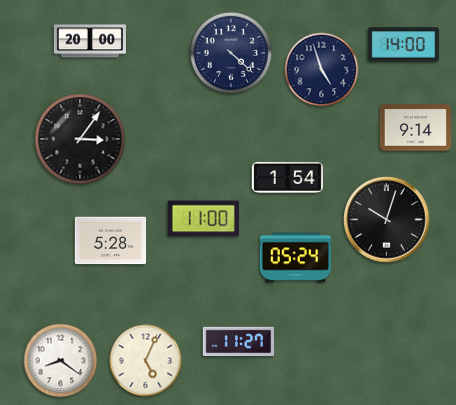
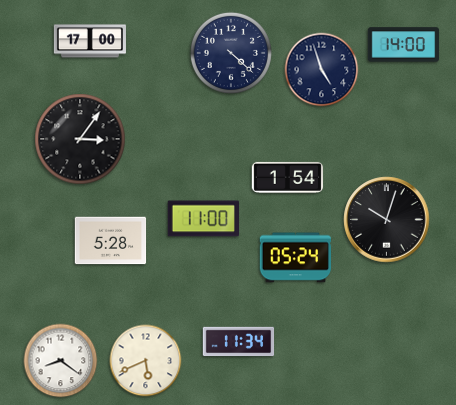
clock at (90, 41): 20:00 -> 17:00
clock at (416, 128): 9:14 -> none
clock at (239, 342): 11:27 -> 11:34
clock at (146, 361): 5:04 -> 5:41
